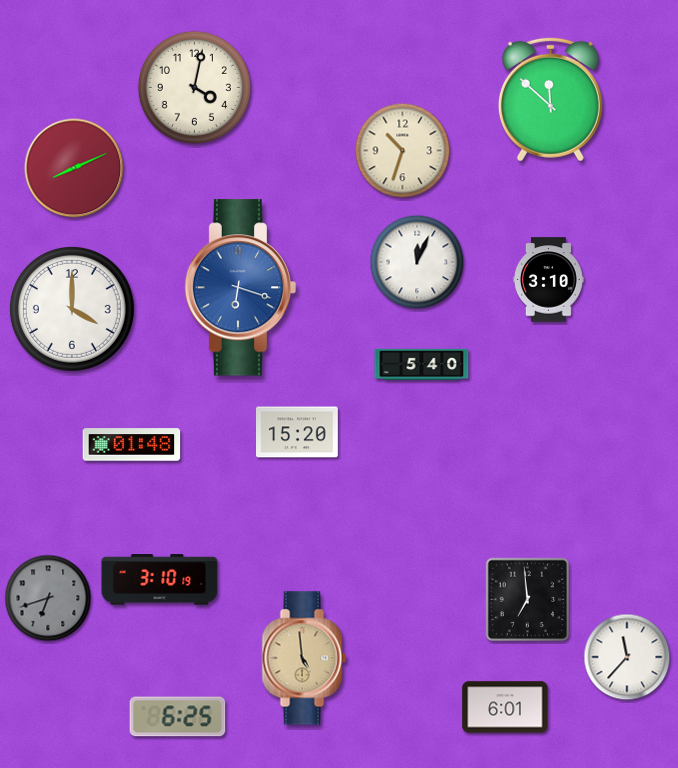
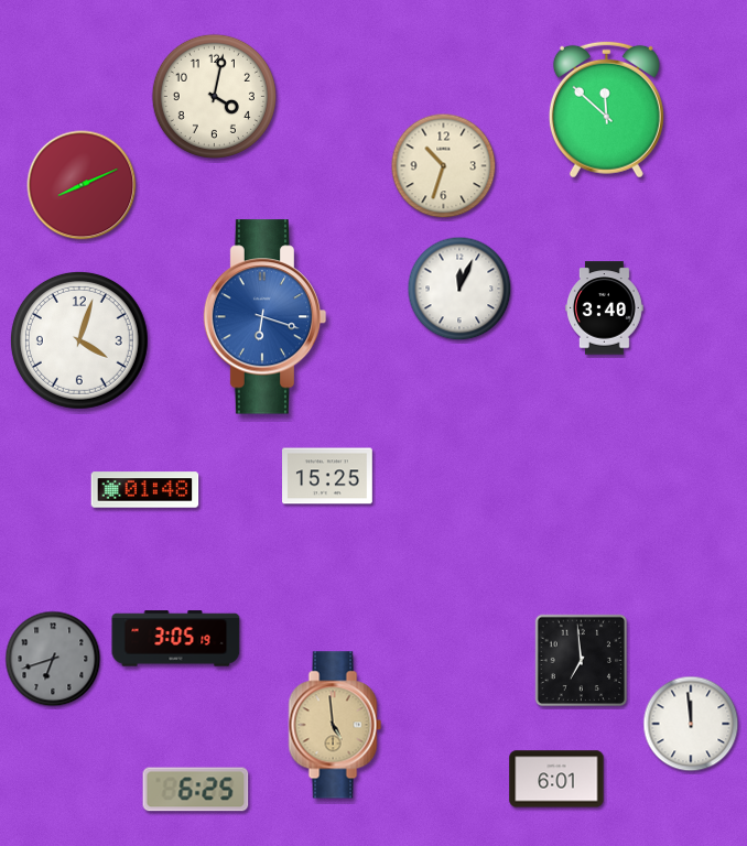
clock at (548, 280): 3:10 -> 3:40
clock at (72, 309): 4:00 -> 4:03
clock at (422, 365): 5:40 -> none
clock at (298, 432): 15:20 -> 15:25
clock at (160, 580): 3:10 -> 3:05
clock at (627, 657): 11:37 -> 11:59
